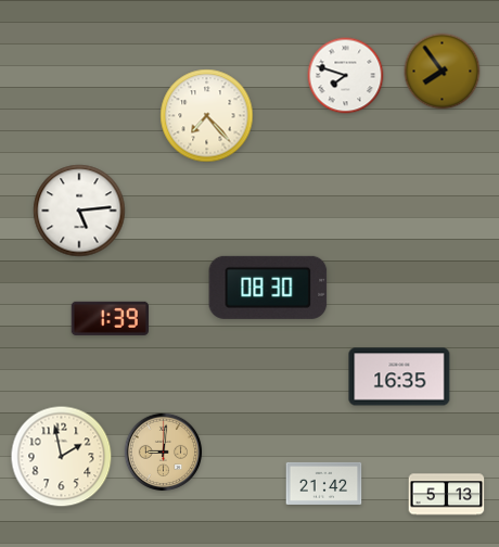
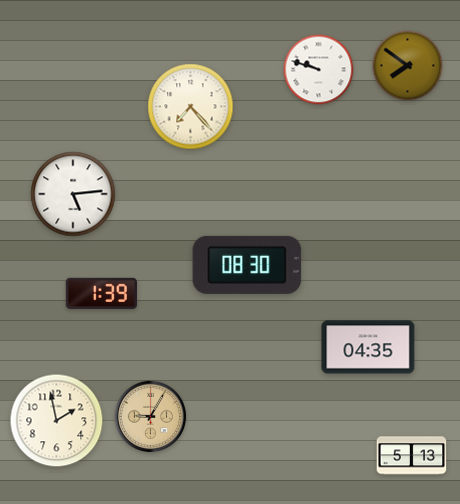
clock at (443, 72): 7:54 -> 7:51
clock at (346, 76): 7:48 -> 9:48
clock at (399, 377): 16:35 -> 04:35
clock at (164, 453): 9:01 -> 9:05
clock at (324, 483): 21:42 -> none
